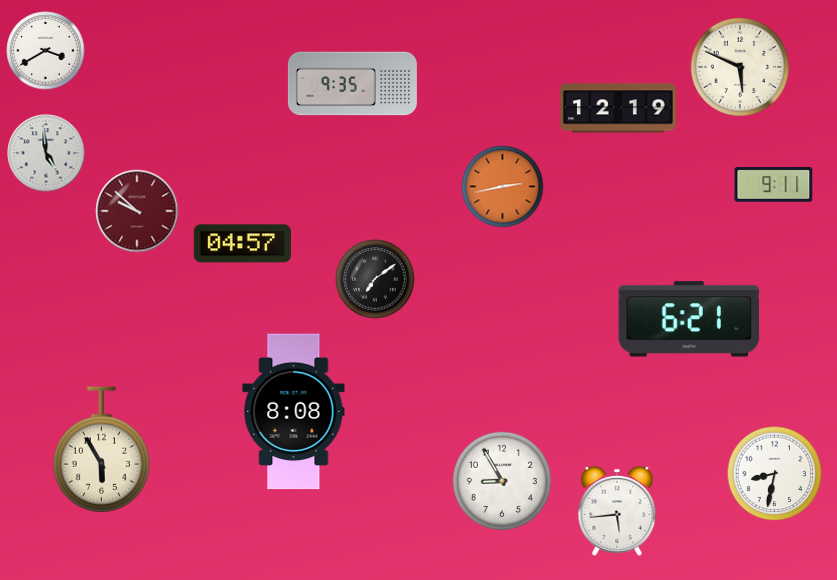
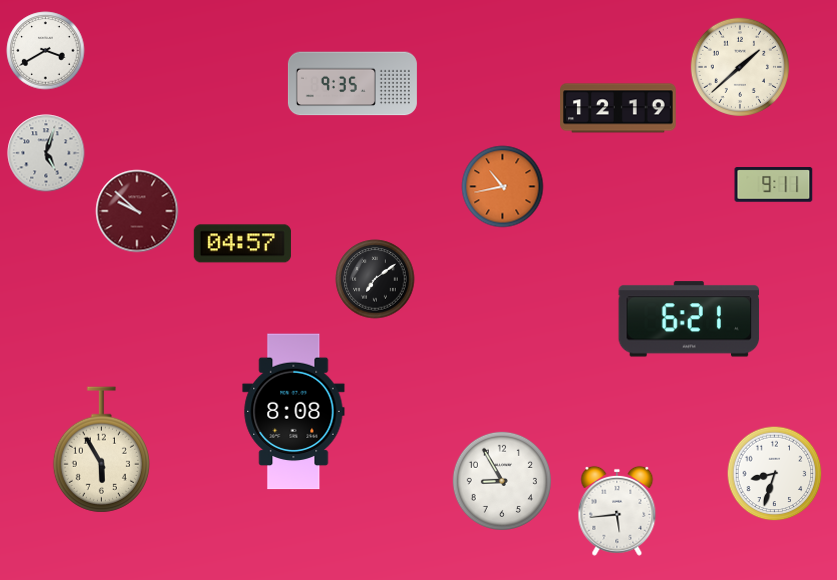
clock at (740, 67): 5:49 -> 1:38
clock at (46, 153): 4:59 -> 5:03
clock at (503, 187): 2:43 -> 10:43
clock at (775, 474): 8:32 -> 8:33
